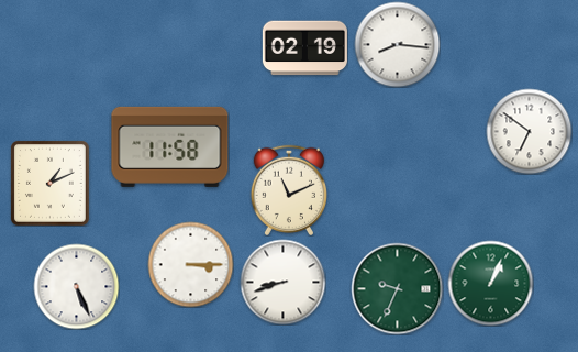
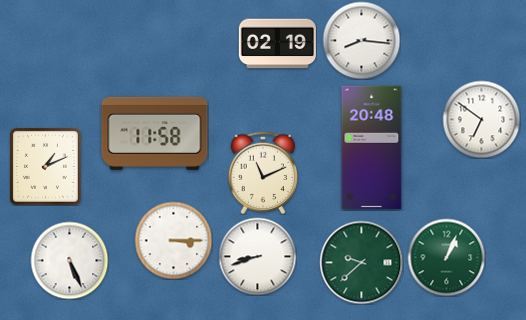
clock at (372, 148): none -> 20:48
clock at (397, 288): 9:34 -> 9:38
